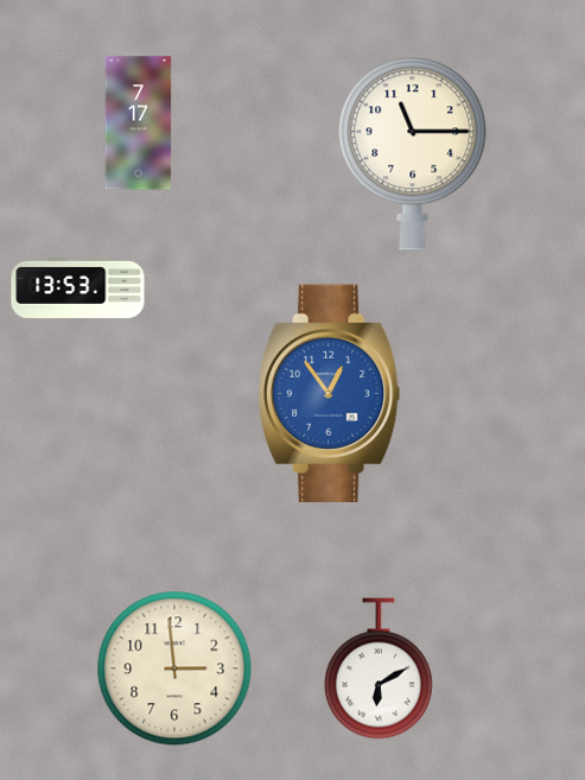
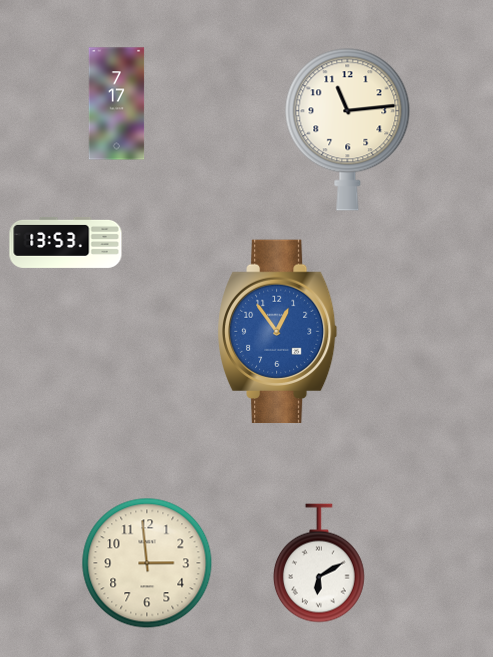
clock at (413, 154): 11:15 -> 11:14
